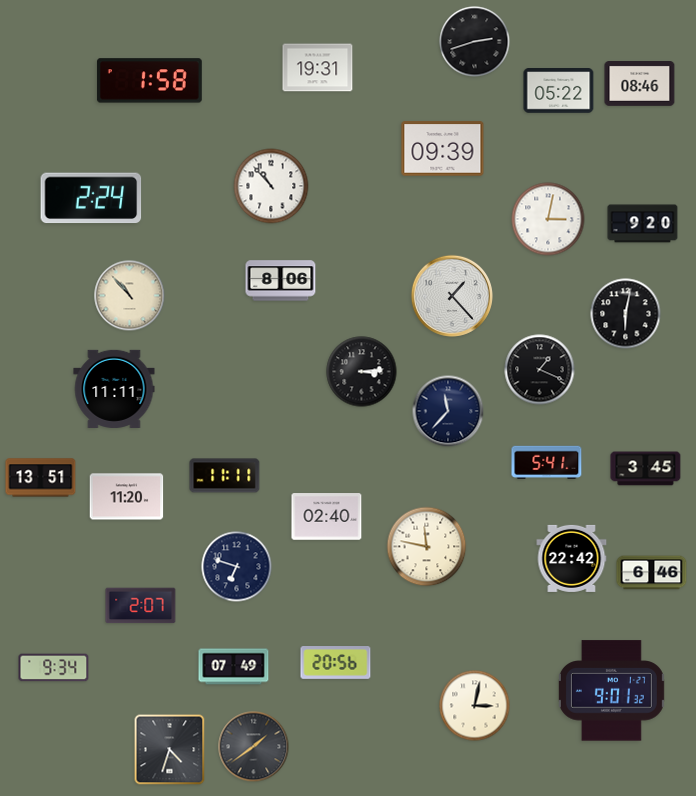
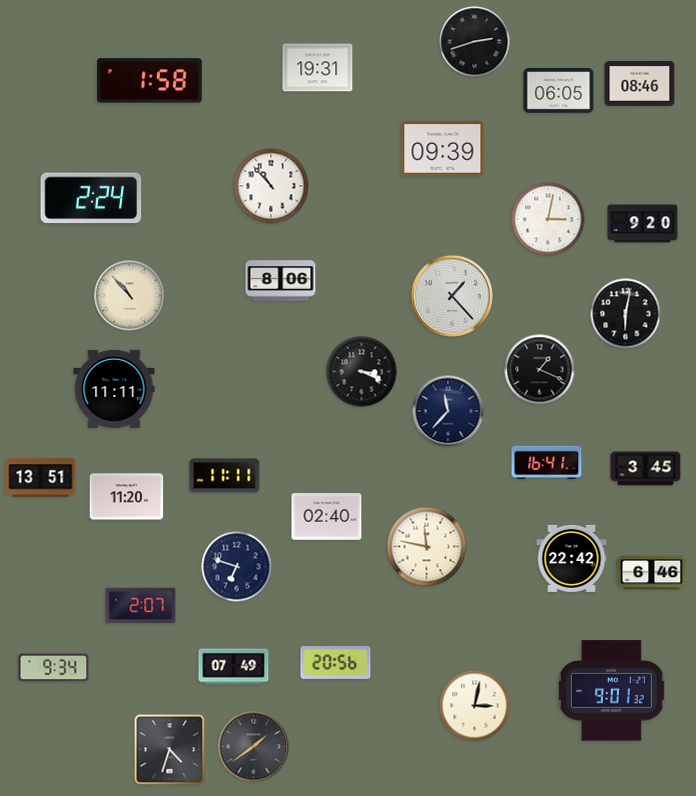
clock at (559, 91): 05:22 -> 06:05
clock at (362, 372): 3:14 -> 3:19
clock at (547, 462): 5:41 -> 16:41
